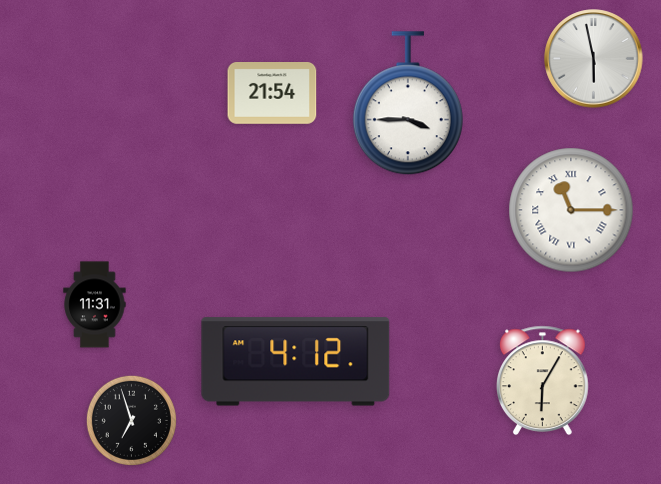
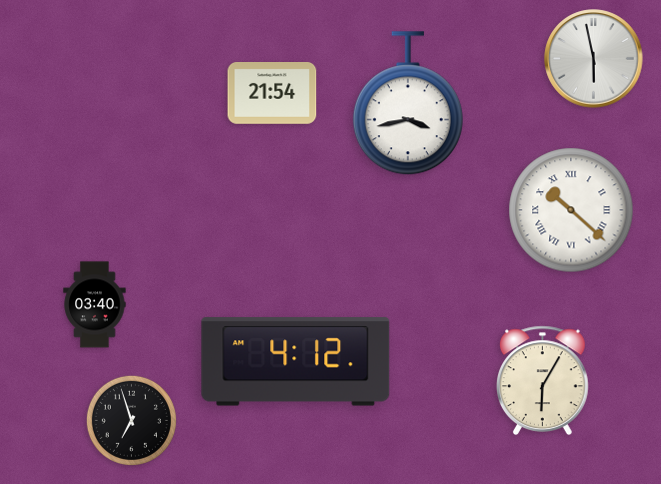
clock at (408, 104): 3:45 -> 3:43
clock at (571, 210): 11:15 -> 10:22
clock at (95, 305): 11:31 -> 03:40
